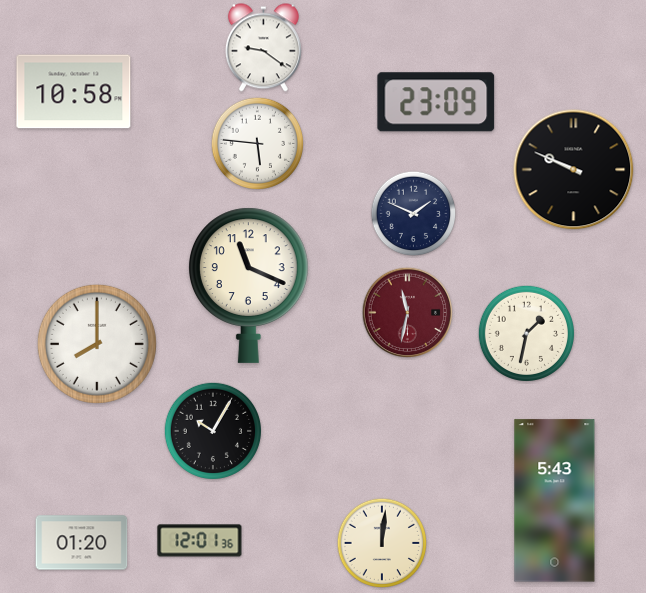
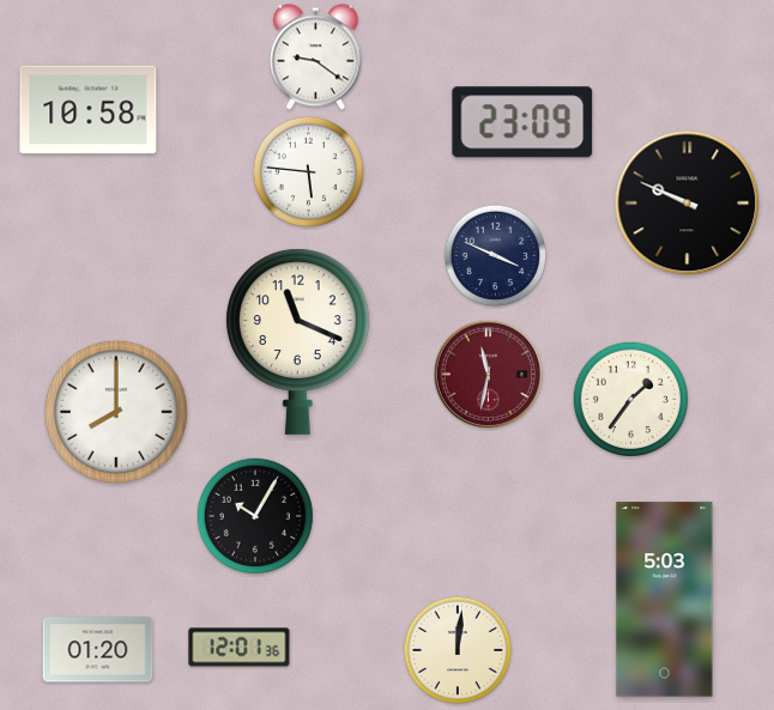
clock at (414, 214): 1:49 -> 3:49
clock at (526, 333): 1:32 -> 1:36
clock at (555, 501): 5:43 -> 5:03
